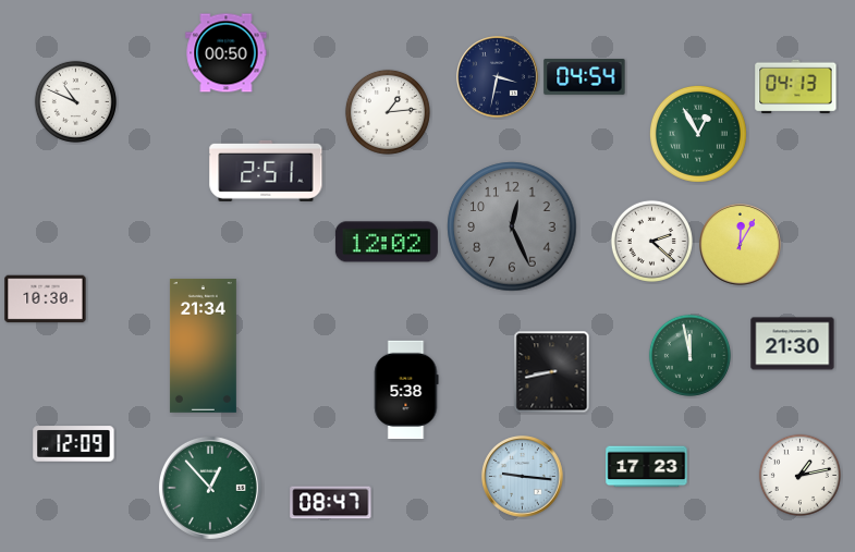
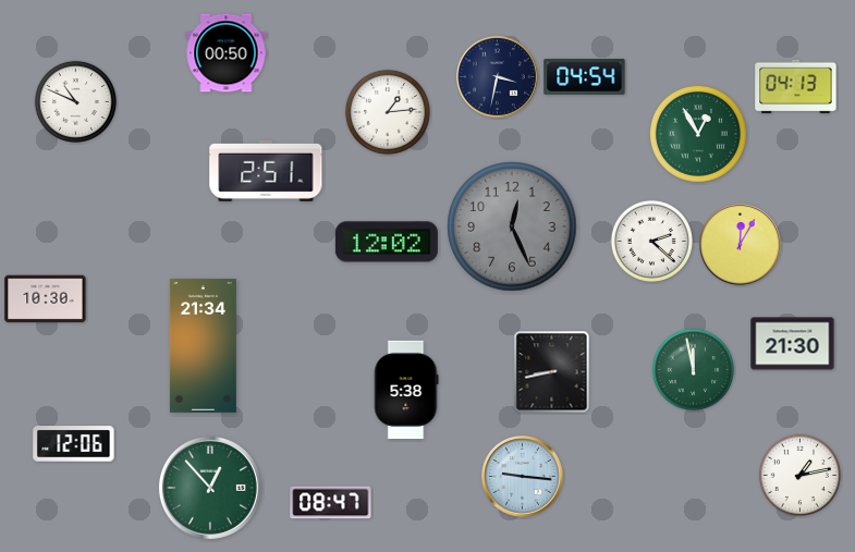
clock at (689, 355) position: (689, 355) -> (693, 369)
clock at (74, 444): 12:09 -> 12:06
clock at (647, 467): 17:23 -> none
